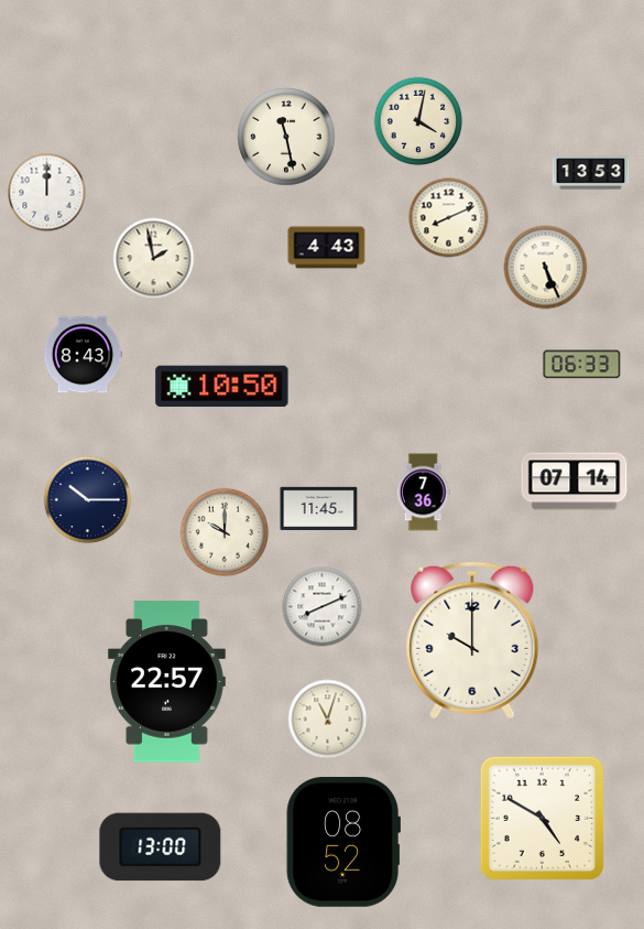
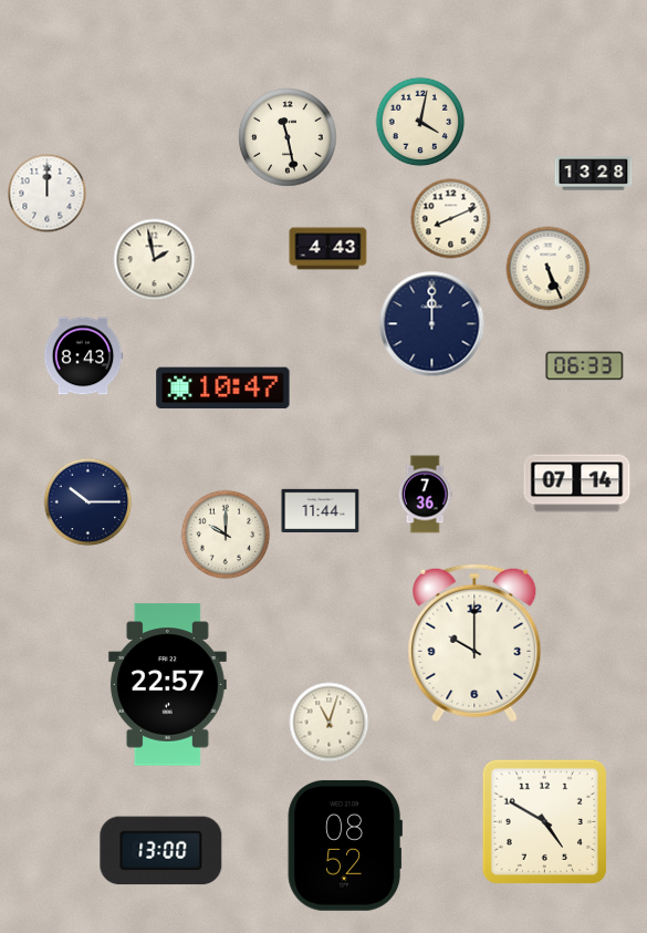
clock at (591, 173): 13:53 -> 13:28
clock at (432, 324): none -> 12:00
clock at (222, 387): 10:50 -> 10:47
clock at (319, 508): 11:45 -> 11:44
clock at (323, 607): 8:11 -> none
